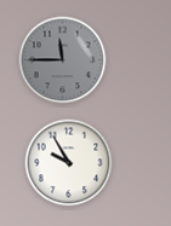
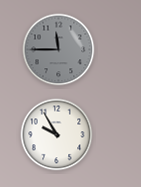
clock at (63, 60) position: (63, 60) -> (59, 50)
